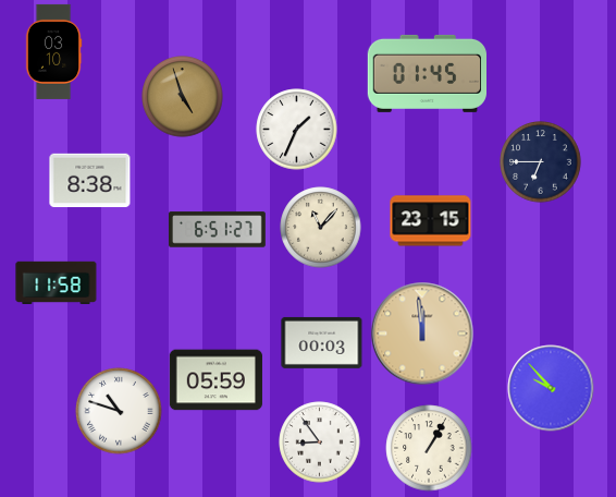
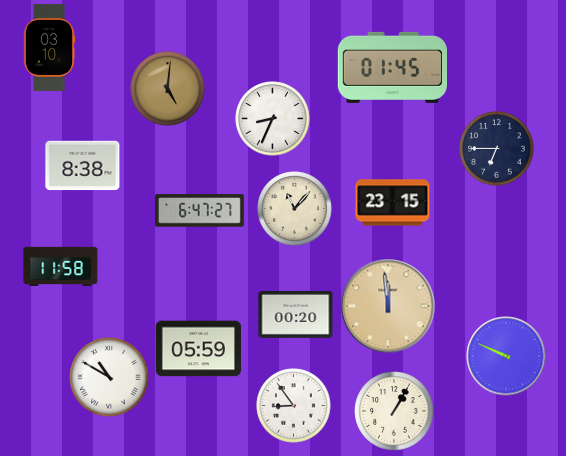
clock at (183, 97): 4:57 -> 5:01
clock at (297, 130): 1:34 -> 8:34
clock at (431, 221) position: (431, 221) -> (393, 203)
clock at (217, 230): 6:51 -> 6:47
clock at (57, 282) position: (57, 282) -> (61, 266)
clock at (322, 342): 00:03 -> 00:20
clock at (551, 388): 9:53 -> 9:49
clock at (119, 411): 10:48 -> 10:50
